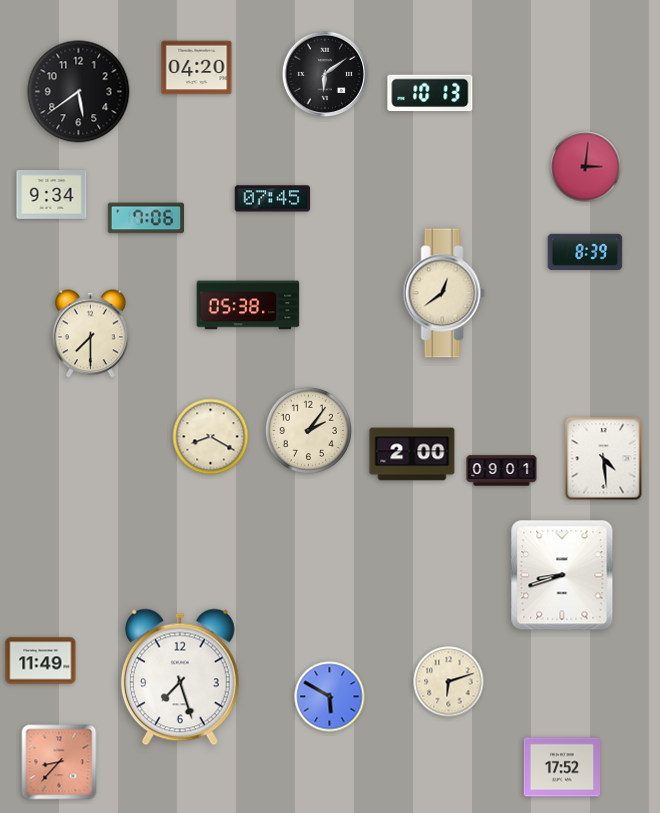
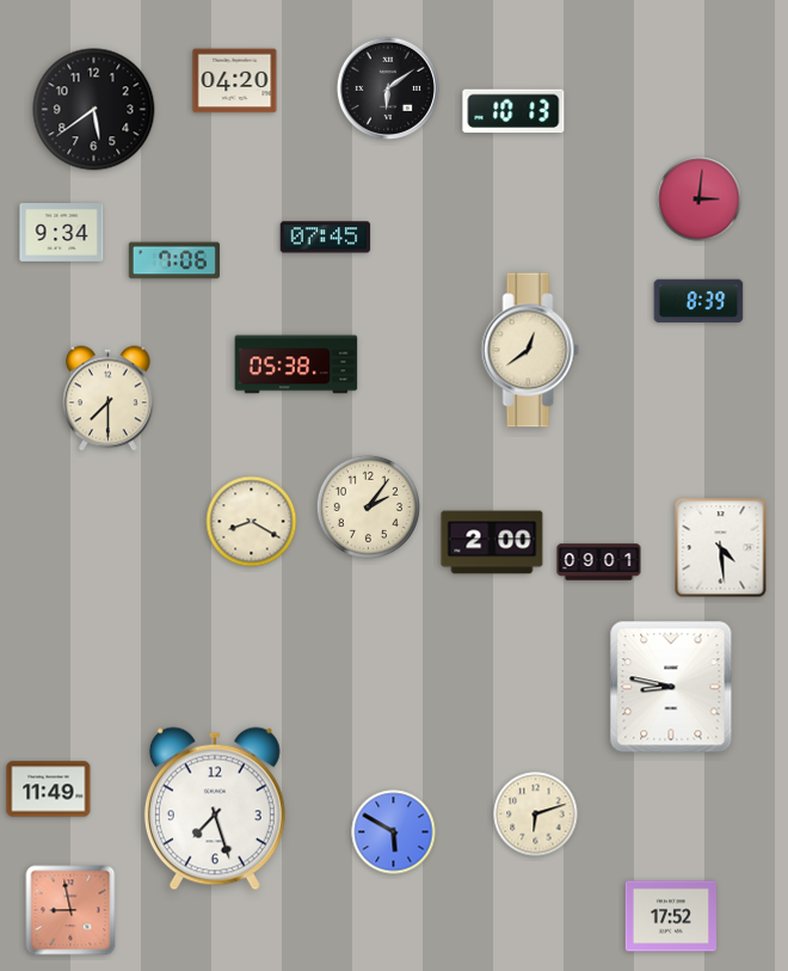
clock at (308, 430) position: (308, 430) -> (368, 506)
clock at (562, 575): 8:42 -> 8:47
clock at (59, 762): 8:37 -> 8:58
